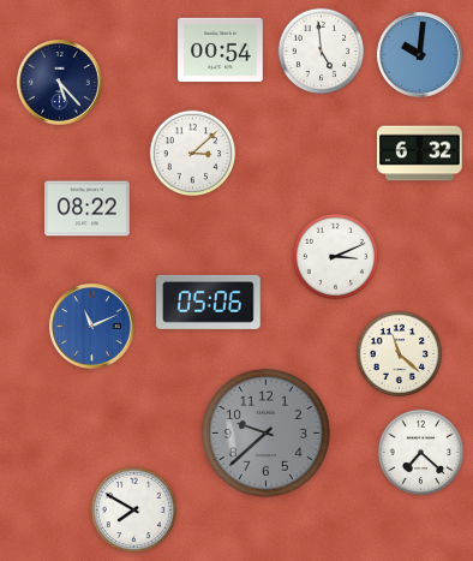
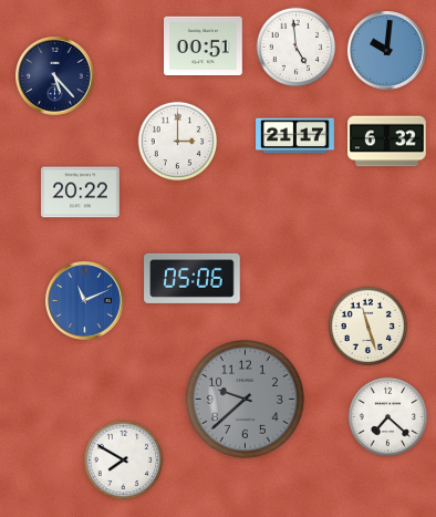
clock at (221, 49): 00:54 -> 00:51
clock at (295, 136): none -> 21:17
clock at (193, 154): 3:08 -> 3:00
clock at (88, 209): 08:22 -> 20:22
clock at (336, 257): 3:11 -> none
clock at (400, 354): 11:22 -> 11:27
clock at (134, 511) position: (134, 511) -> (124, 461)
